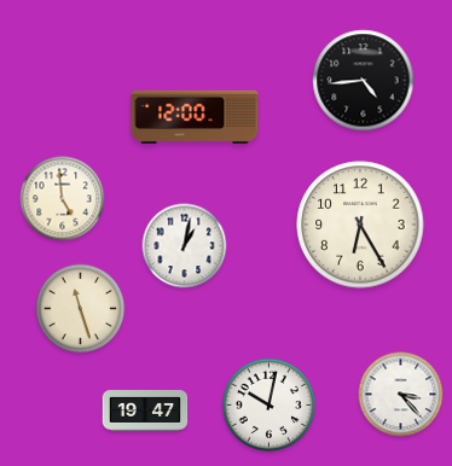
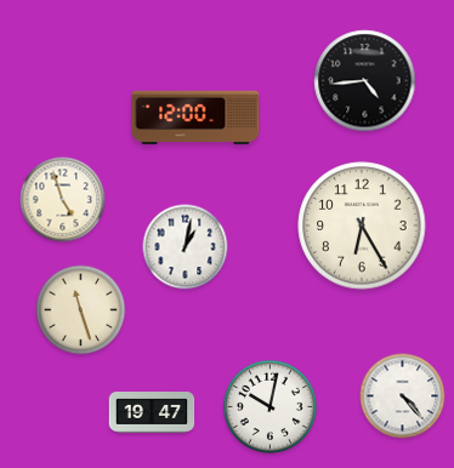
clock at (63, 199): 4:59 -> 4:57
clock at (401, 395): 3:23 -> 4:23
clock at (145, 412) position: (145, 412) -> (152, 413)
